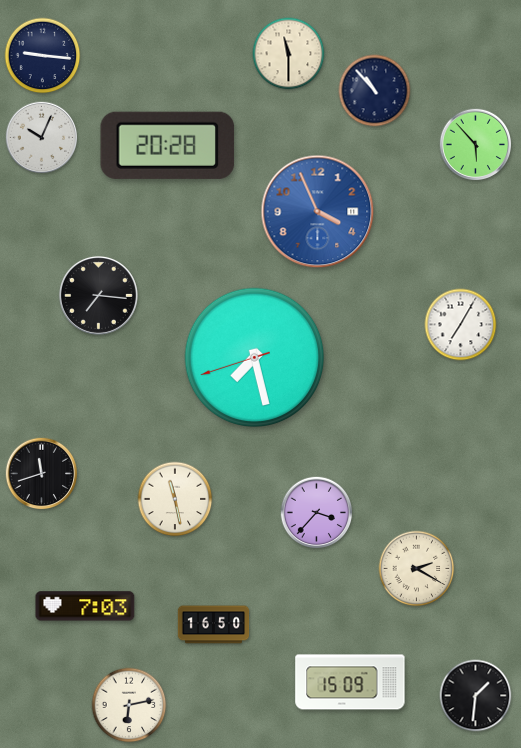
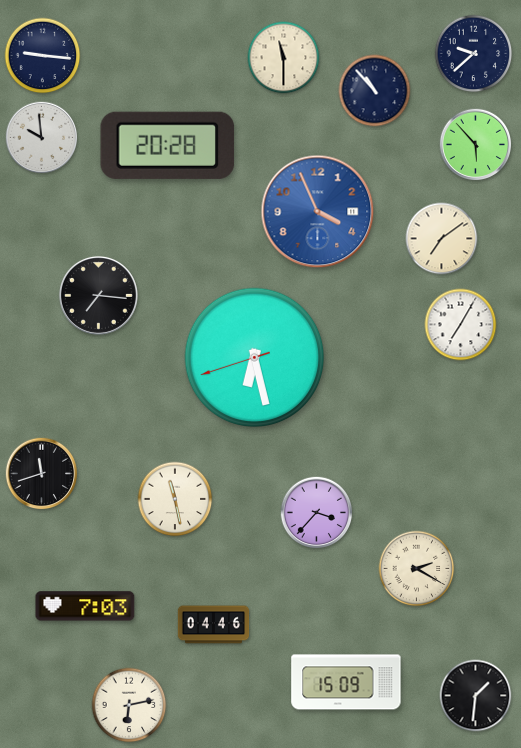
clock at (289, 54) position: (289, 54) -> (284, 58)
clock at (474, 54): none -> 9:38
clock at (42, 138): 10:04 -> 9:59
clock at (442, 239): none -> 7:09
clock at (255, 358): 7:27 -> 6:27
clock at (214, 625): 16:50 -> 04:46
clock at (350, 682) position: (350, 682) -> (346, 682)
